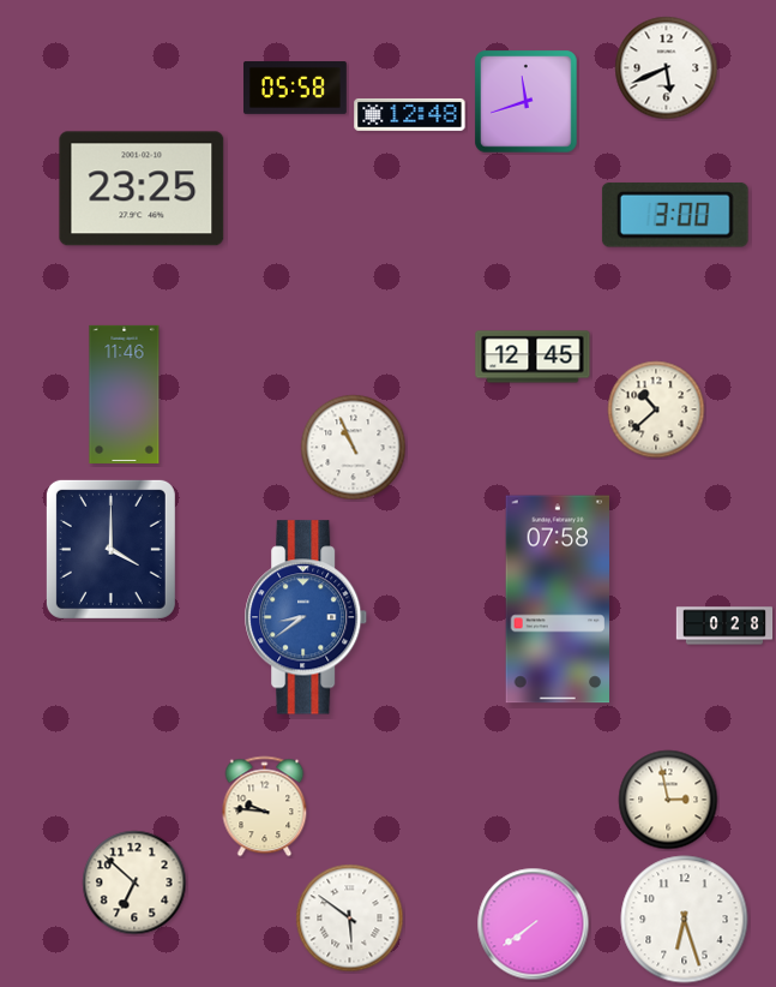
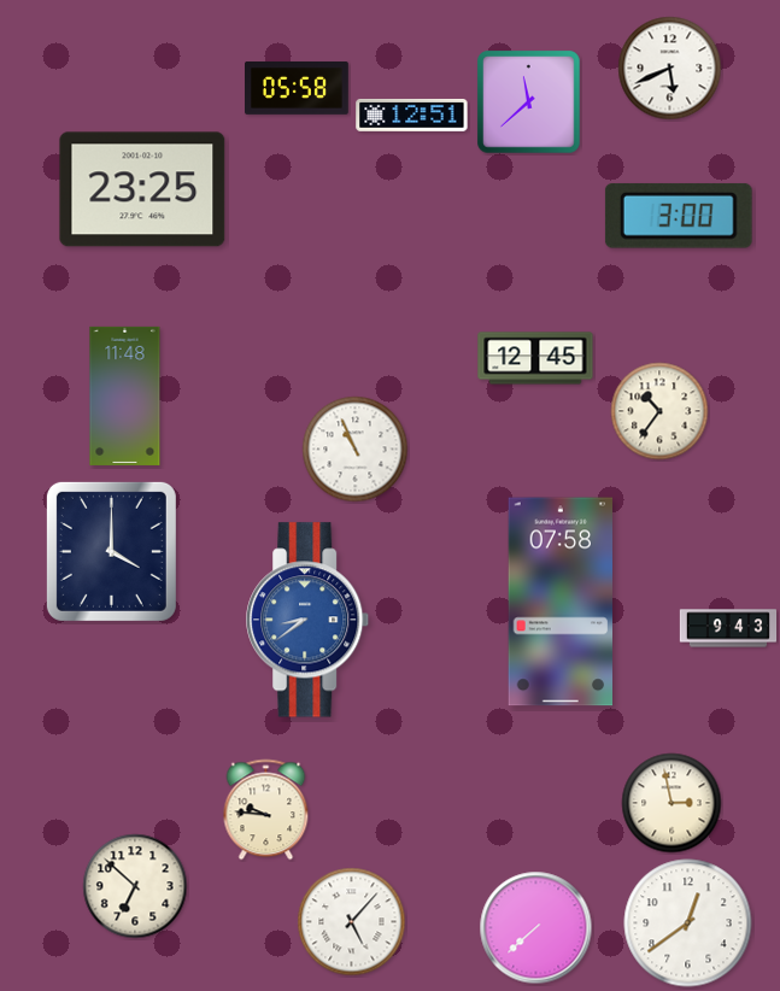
clock at (527, 102): 11:42 -> 11:38
clock at (410, 114): 12:48 -> 12:51
clock at (125, 394): 11:46 -> 11:48
clock at (656, 409): 10:38 -> 10:36
clock at (724, 626): 0:28 -> 9:43
clock at (350, 919): 5:51 -> 5:07
clock at (685, 920): 6:27 -> 12:39
clock at (534, 925): 7:39 -> 7:38
